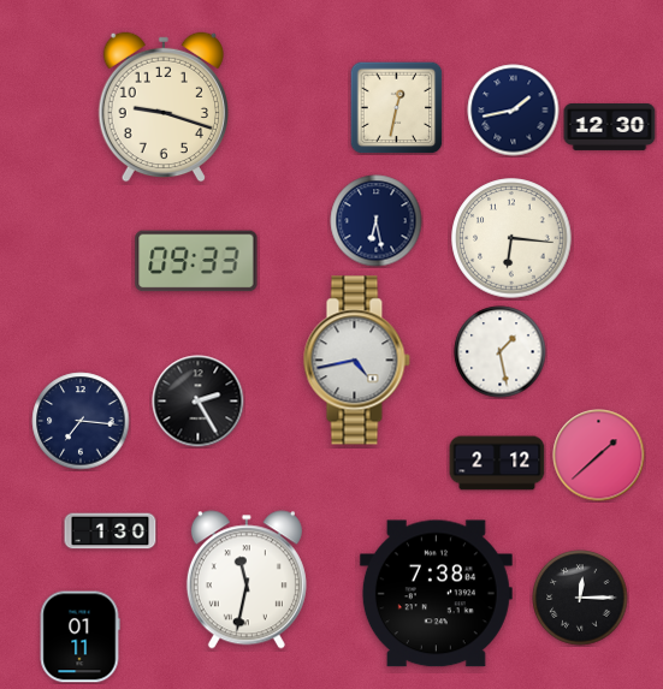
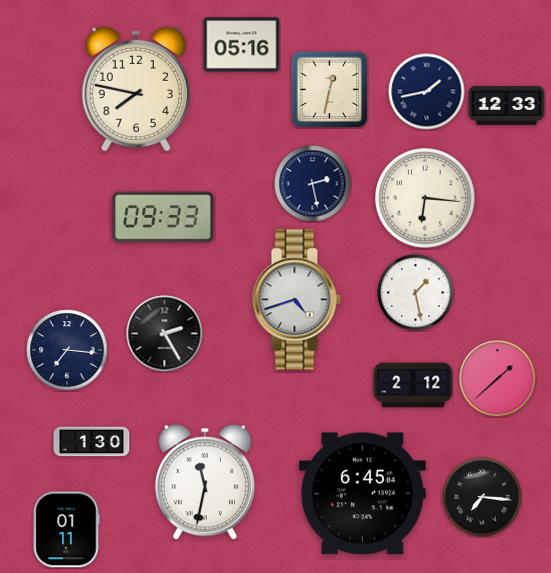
clock at (242, 45): none -> 05:16
clock at (162, 107): 9:18 -> 7:47
clock at (610, 126): 12:30 -> 12:33
clock at (377, 221): 6:28 -> 2:28
clock at (356, 361): 4:43 -> 4:42
clock at (436, 594): 7:38 -> 6:45
clock at (580, 598): 12:15 -> 7:16
